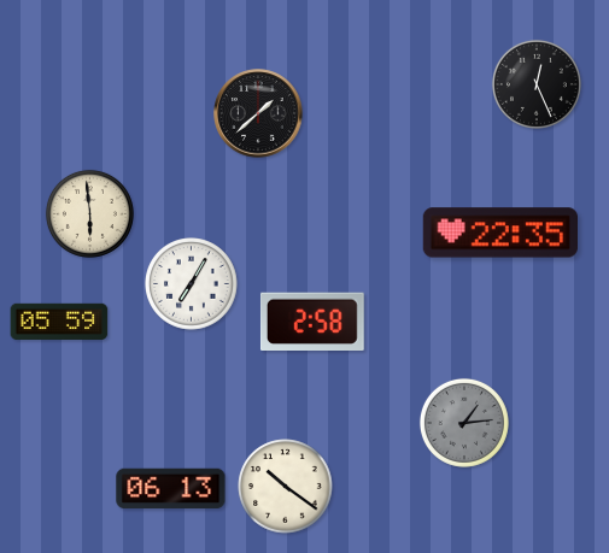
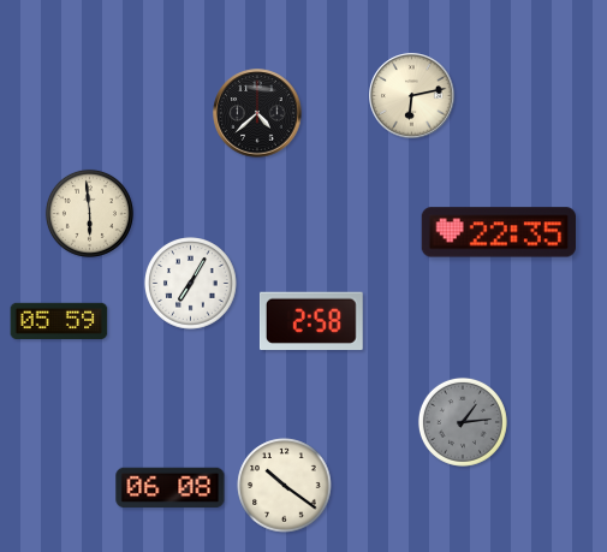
clock at (537, 84): 12:26 -> none
clock at (412, 96): none -> 6:13
clock at (258, 113): 1:38 -> 4:38
clock at (171, 489): 06:13 -> 06:08
